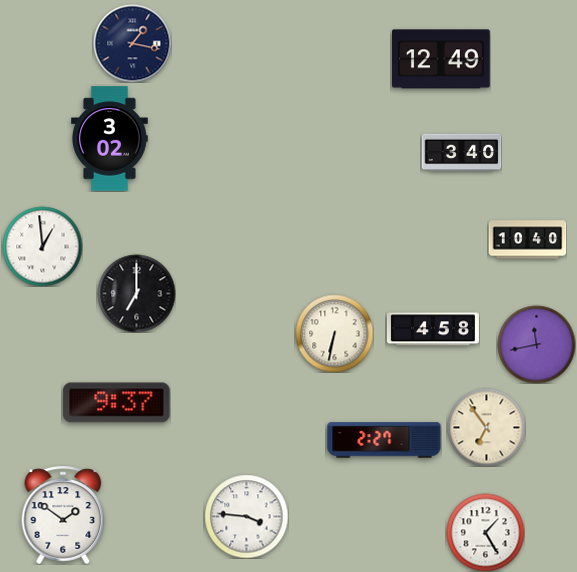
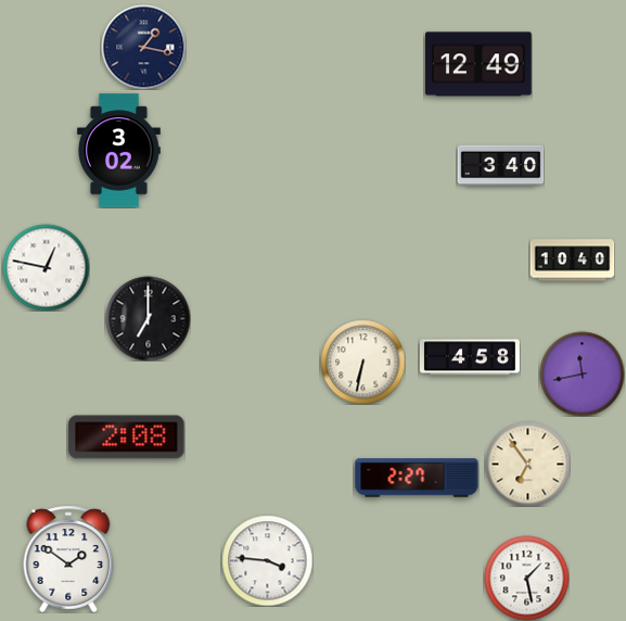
clock at (42, 246): 12:59 -> 12:47
clock at (117, 403): 9:37 -> 2:08
clock at (485, 532): 1:25 -> 1:28
